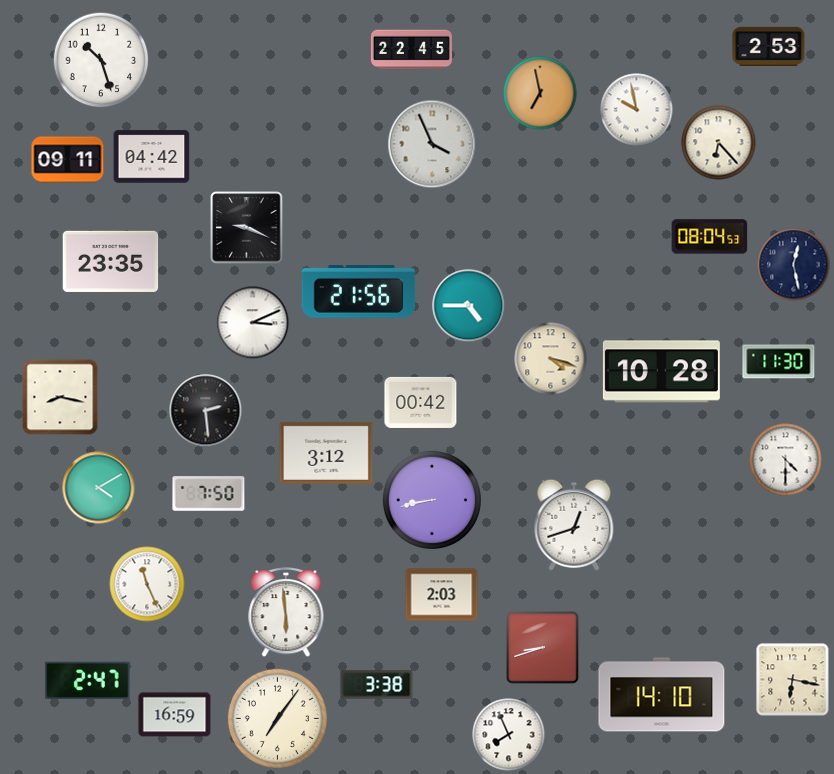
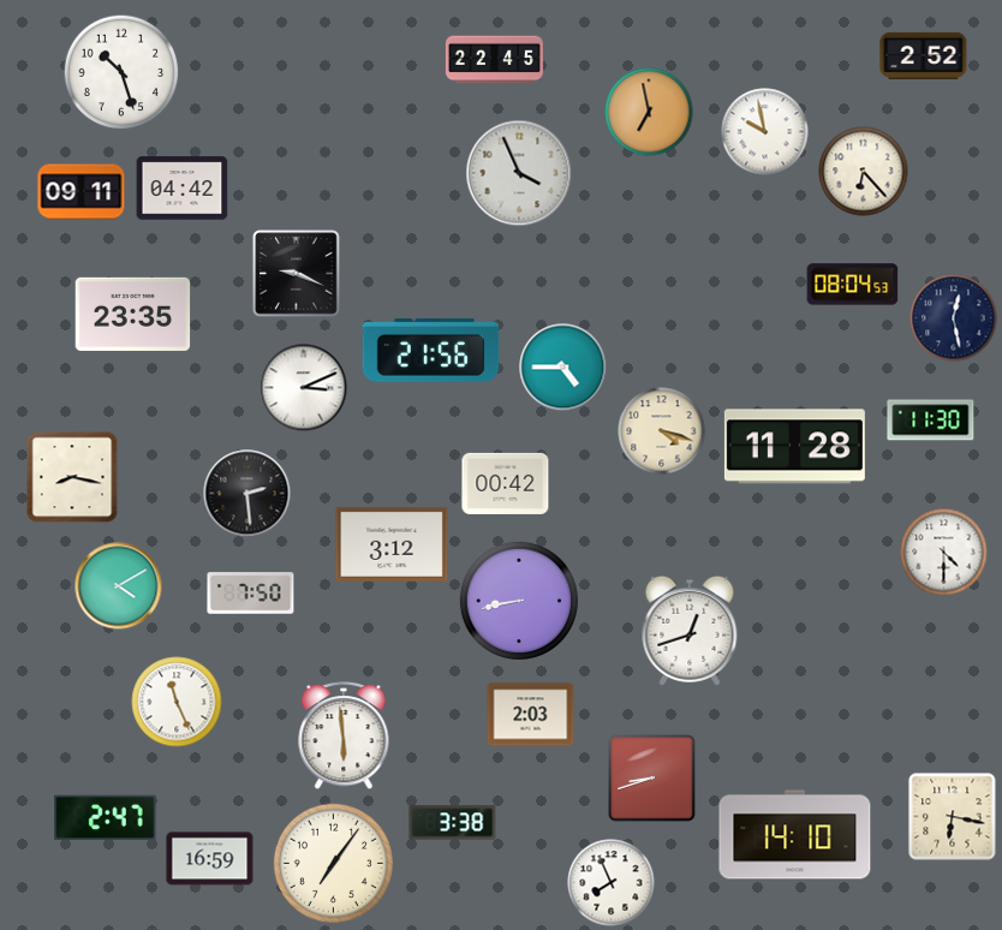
clock at (769, 46): 2:53 -> 2:52
clock at (779, 362) position: (779, 362) -> (931, 421)
clock at (661, 372): 10:28 -> 11:28
